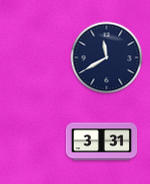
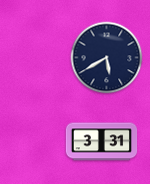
clock at (107, 58): 11:40 -> 5:40
